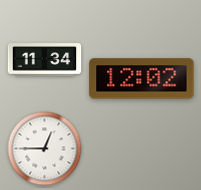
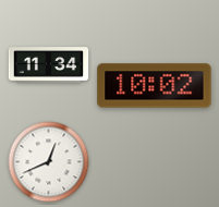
clock at (142, 79): 12:02 -> 10:02
clock at (45, 149): 12:45 -> 12:41
